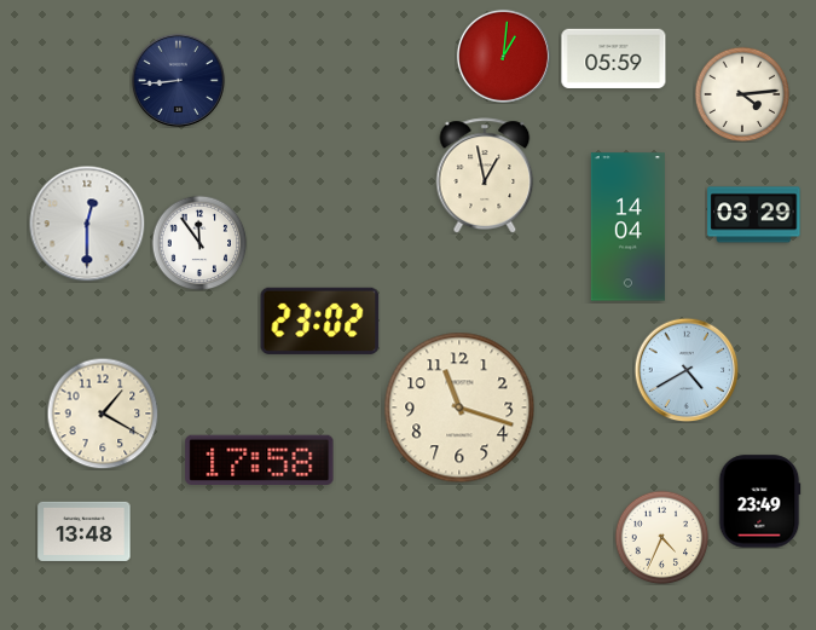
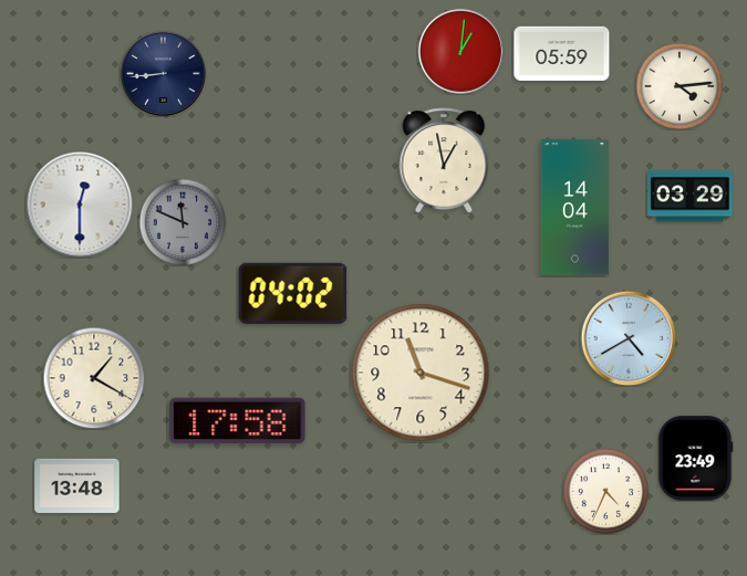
clock at (199, 243): 11:54 -> 11:49
clock at (199, 243) dial: white -> grey
clock at (320, 320): 23:02 -> 04:02
